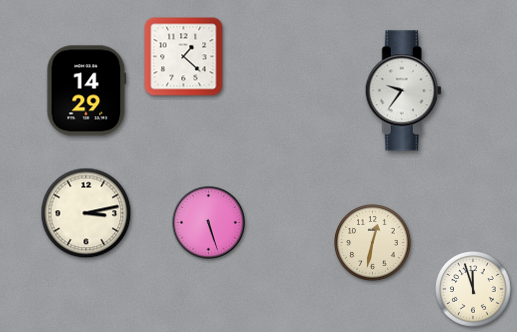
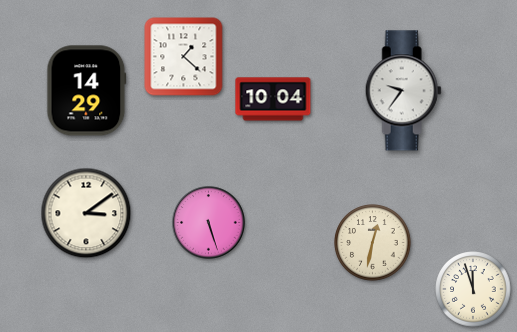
clock at (273, 99): none -> 10:04
clock at (86, 213): 3:13 -> 3:09
